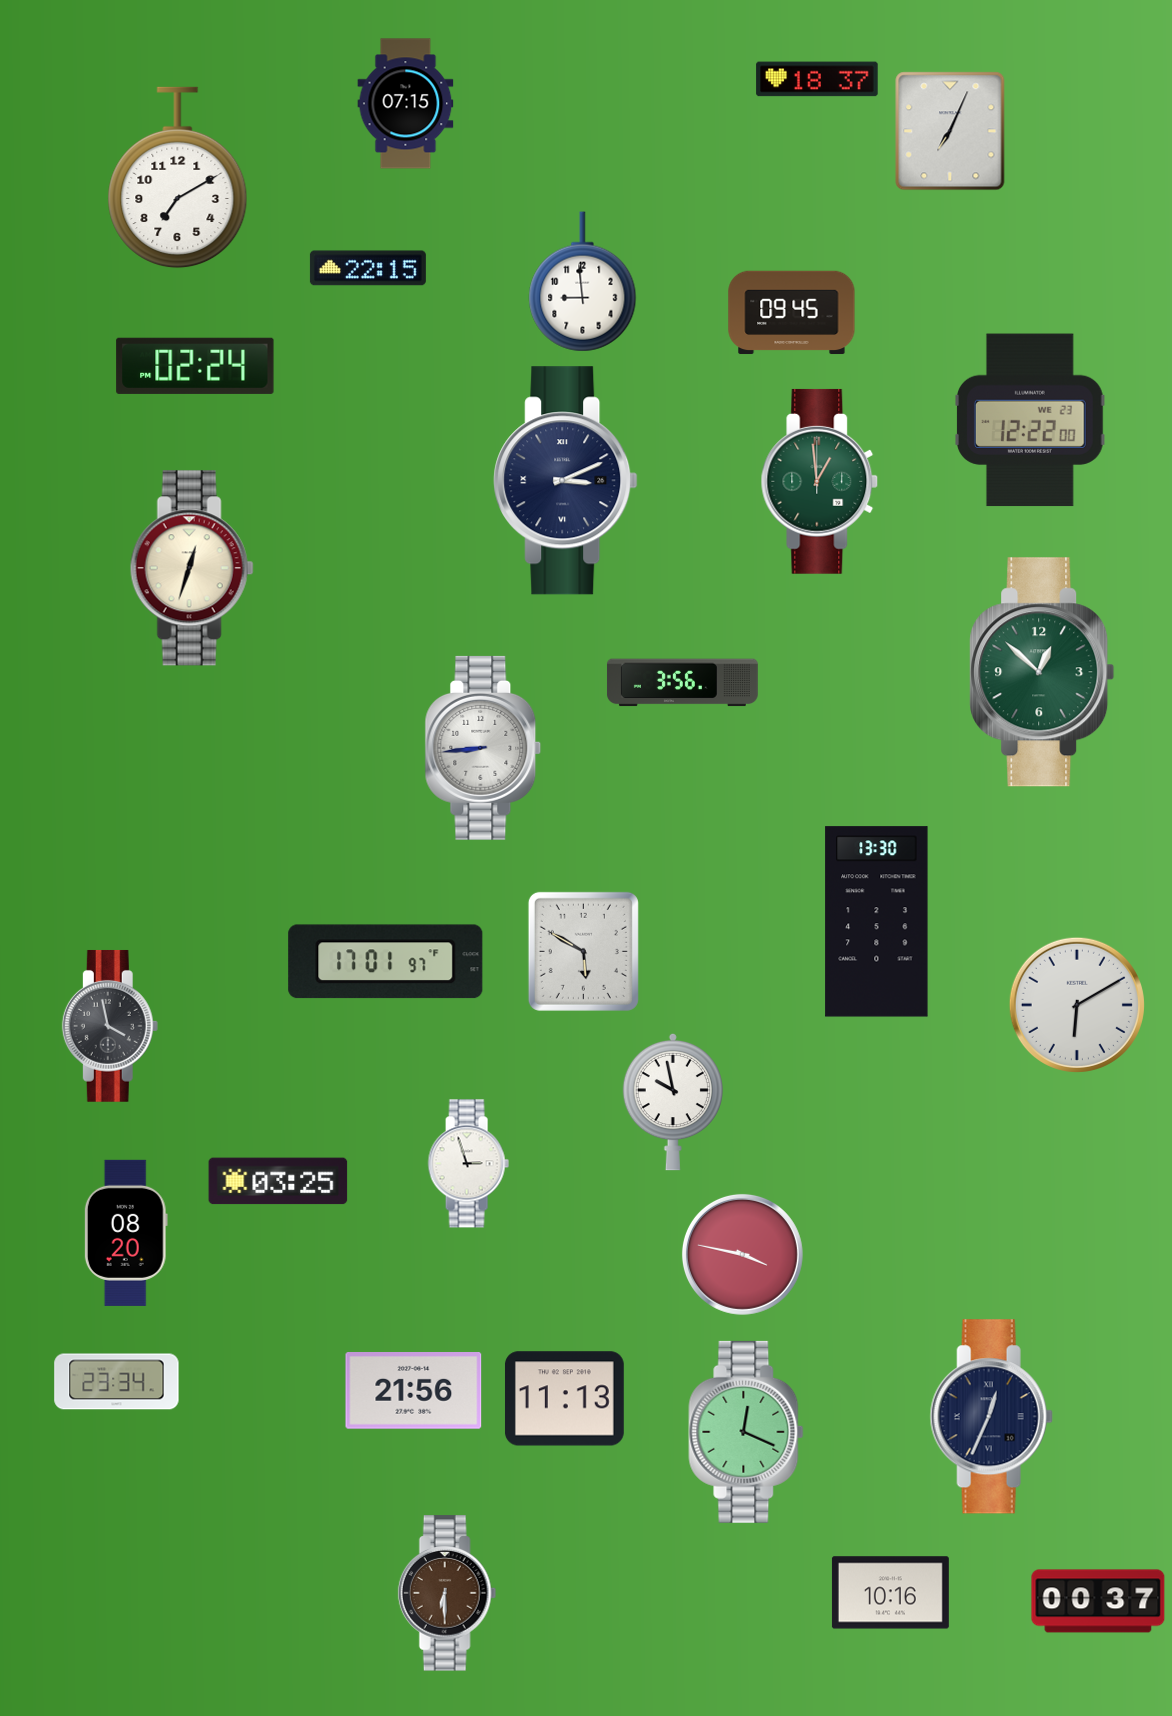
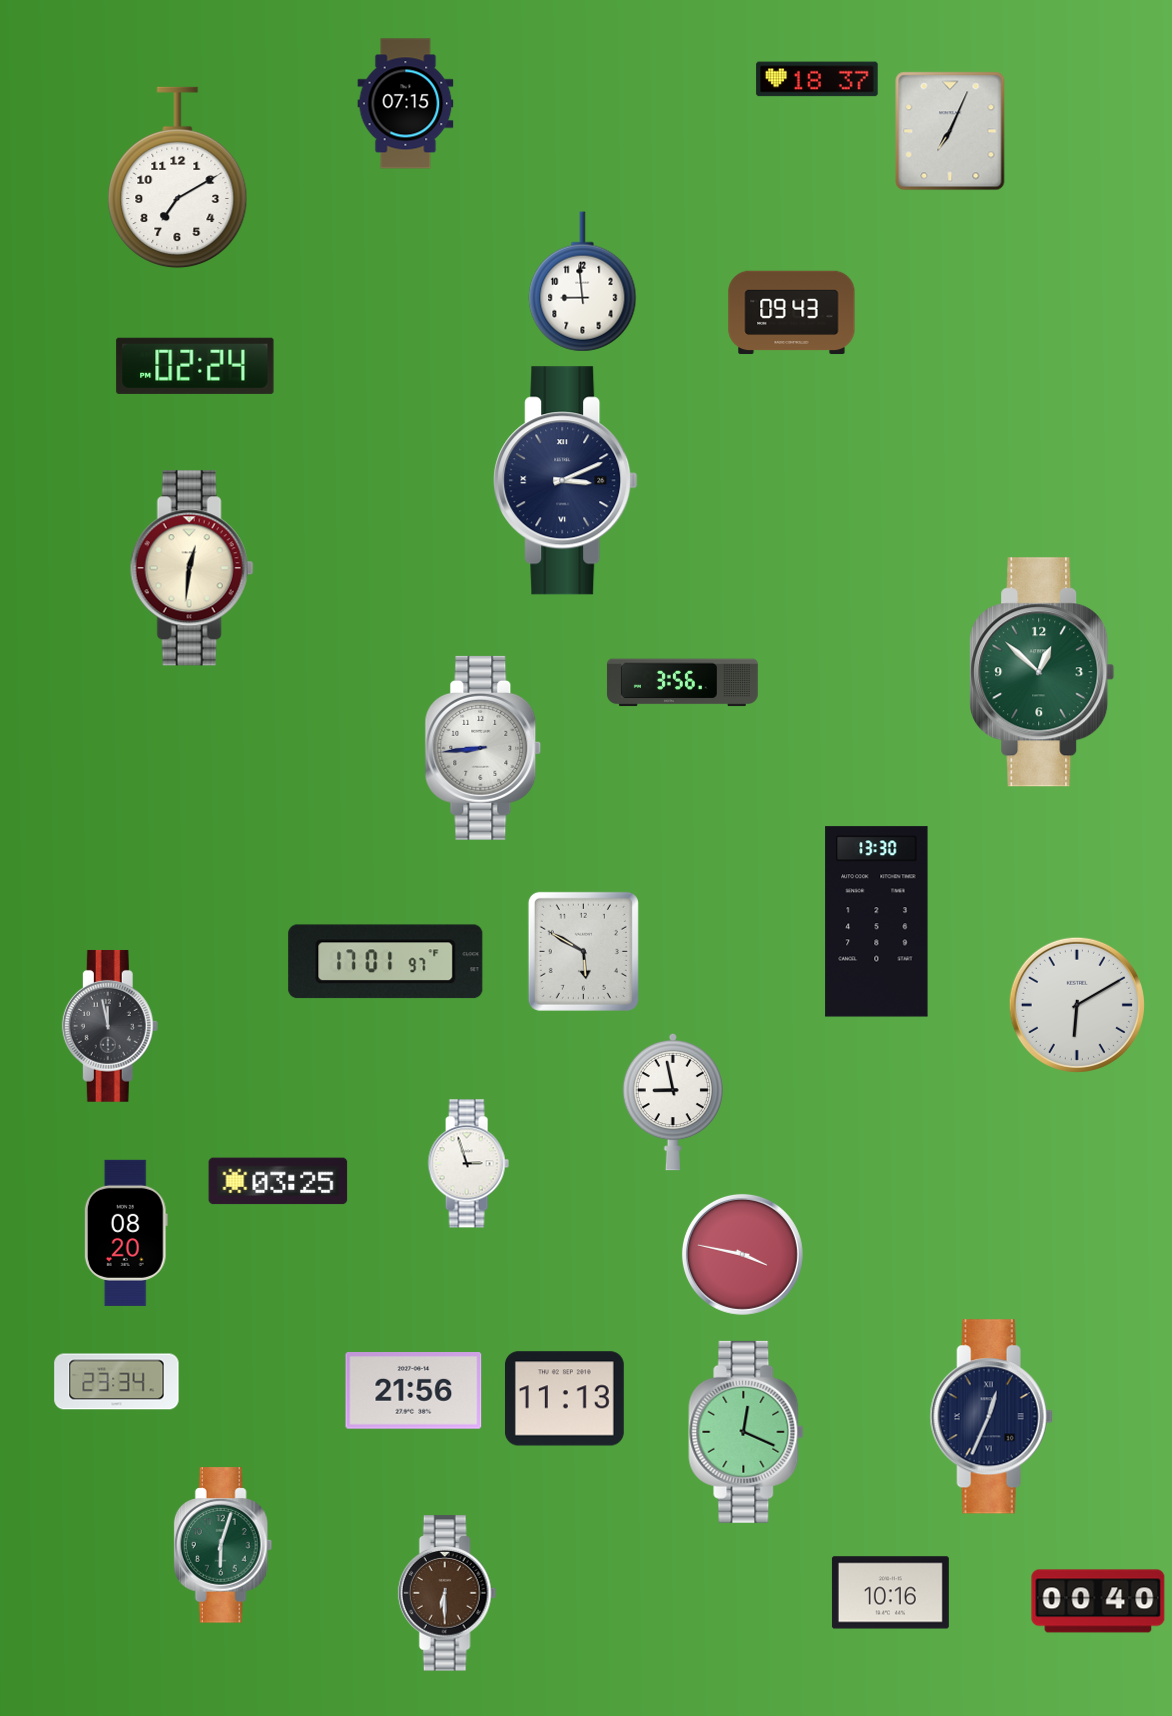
clock at (368, 268): 22:15 -> none
clock at (792, 313): 09:45 -> 09:43
clock at (1031, 420): 12:22 -> none
clock at (820, 481): 12:59 -> none
clock at (192, 568): 12:33 -> 12:31
clock at (110, 1026): 3:58 -> 11:58
clock at (673, 1102): 9:58 -> 8:58
clock at (223, 1545): none -> 6:03
clock at (1098, 1601): 00:37 -> 00:40
